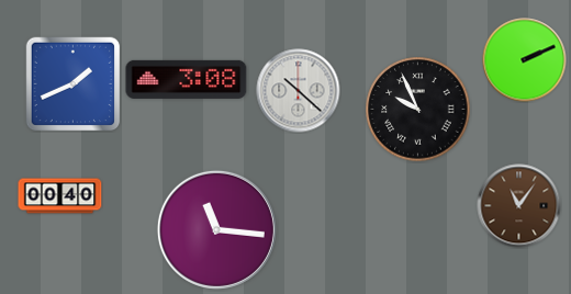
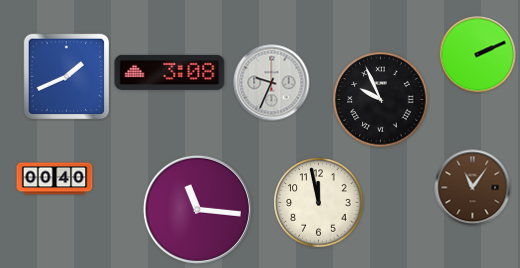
clock at (299, 91): 10:22 -> 9:34
clock at (319, 203): none -> 11:58
